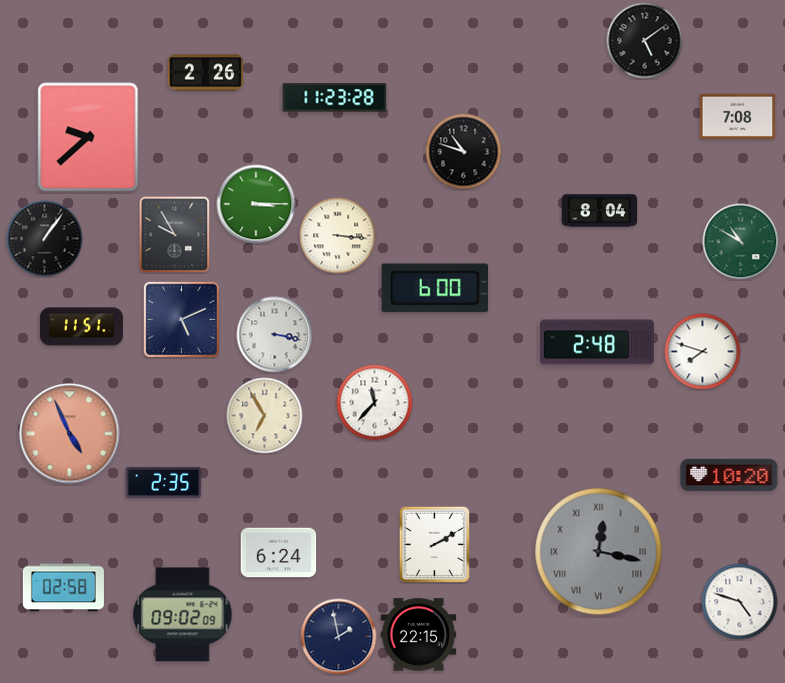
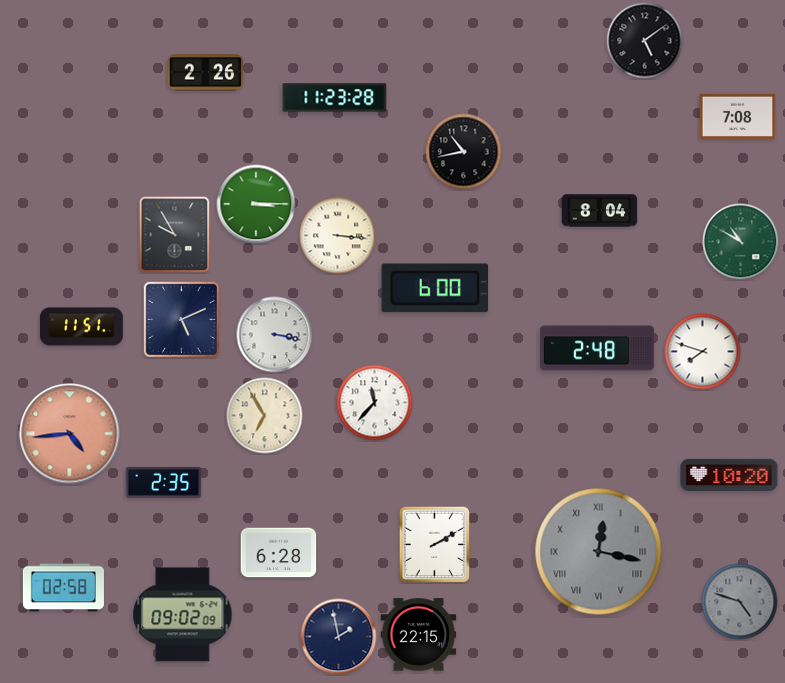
clock at (88, 137): 9:38 -> none
clock at (464, 152): 10:48 -> 10:43
clock at (45, 239): 1:06 -> none
clock at (597, 342) position: (597, 342) -> (597, 348)
clock at (70, 434): 4:56 -> 4:44
clock at (279, 553): 6:24 -> 6:28
clock at (740, 602) dial: white -> grey
